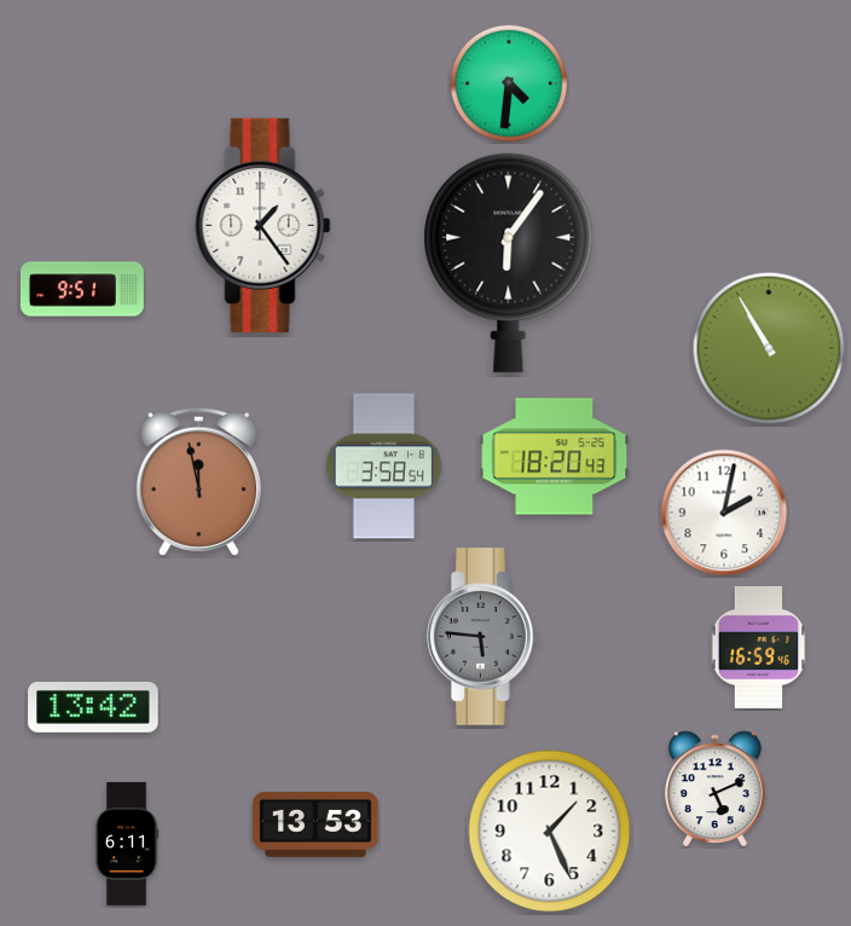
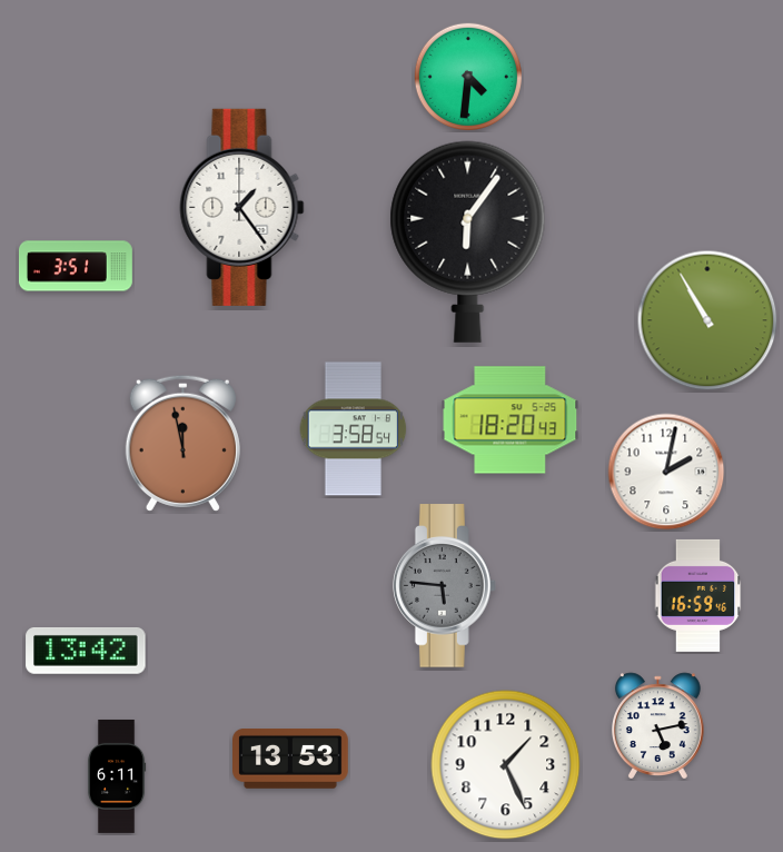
clock at (82, 289): 9:51 -> 3:51
clock at (714, 789): 5:11 -> 5:13
